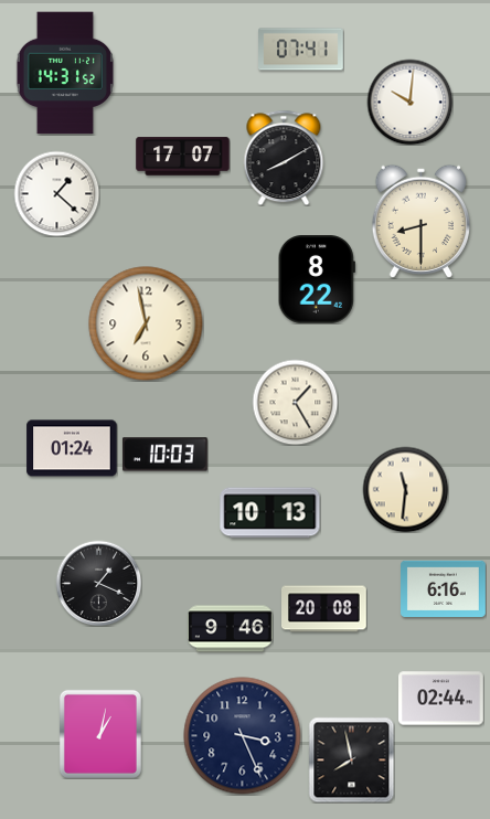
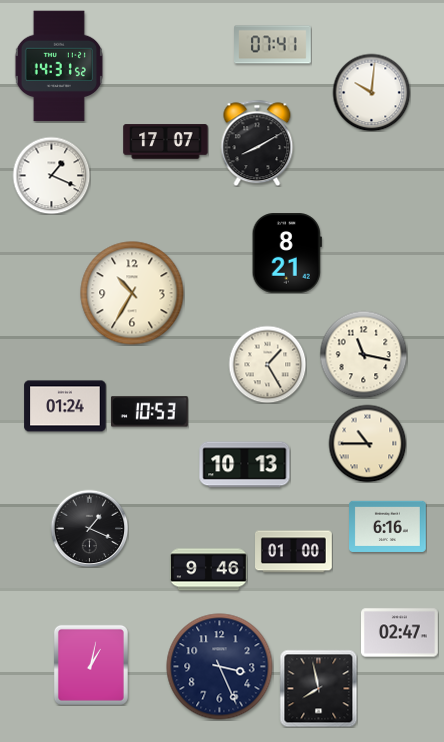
clock at (56, 193): 1:22 -> 1:19
clock at (420, 221): 8:30 -> none
clock at (317, 279): 8:22 -> 8:21
clock at (146, 323): 6:58 -> 10:35
clock at (363, 354): none -> 11:17
clock at (164, 455): 10:03 -> 10:53
clock at (405, 489): 11:31 -> 10:45
clock at (444, 588) position: (444, 588) -> (388, 526)
clock at (324, 609): 20:08 -> 01:00
clock at (441, 699): 02:44 -> 02:47
